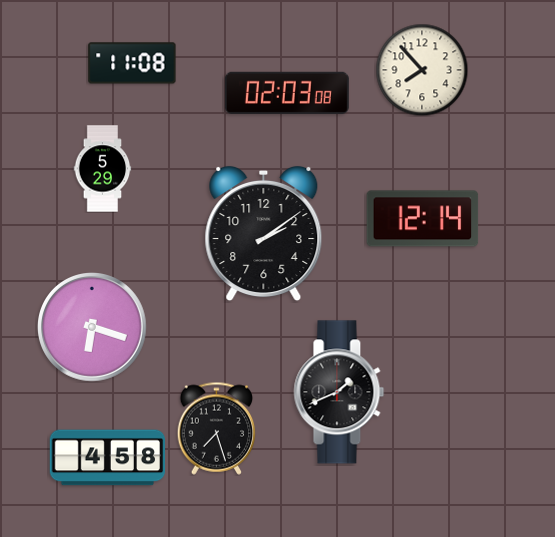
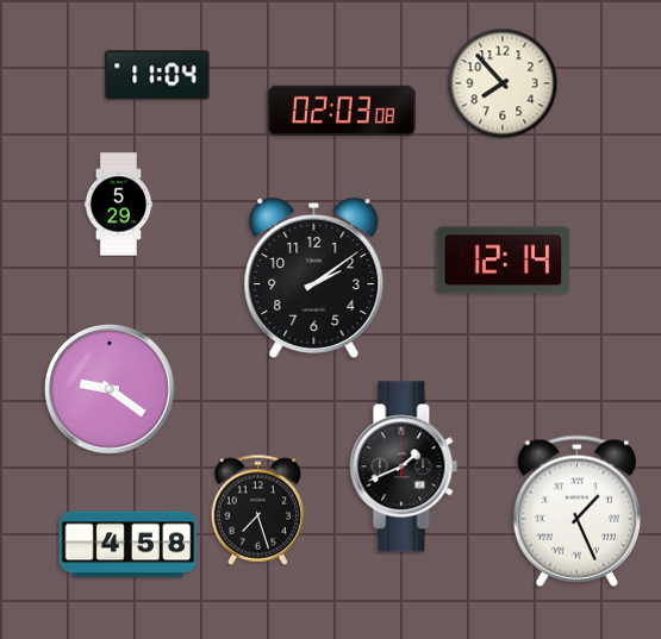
clock at (132, 63): 11:08 -> 11:04
clock at (103, 169) position: (103, 169) -> (119, 205)
clock at (93, 328): 6:18 -> 9:21
clock at (576, 510): none -> 1:26
